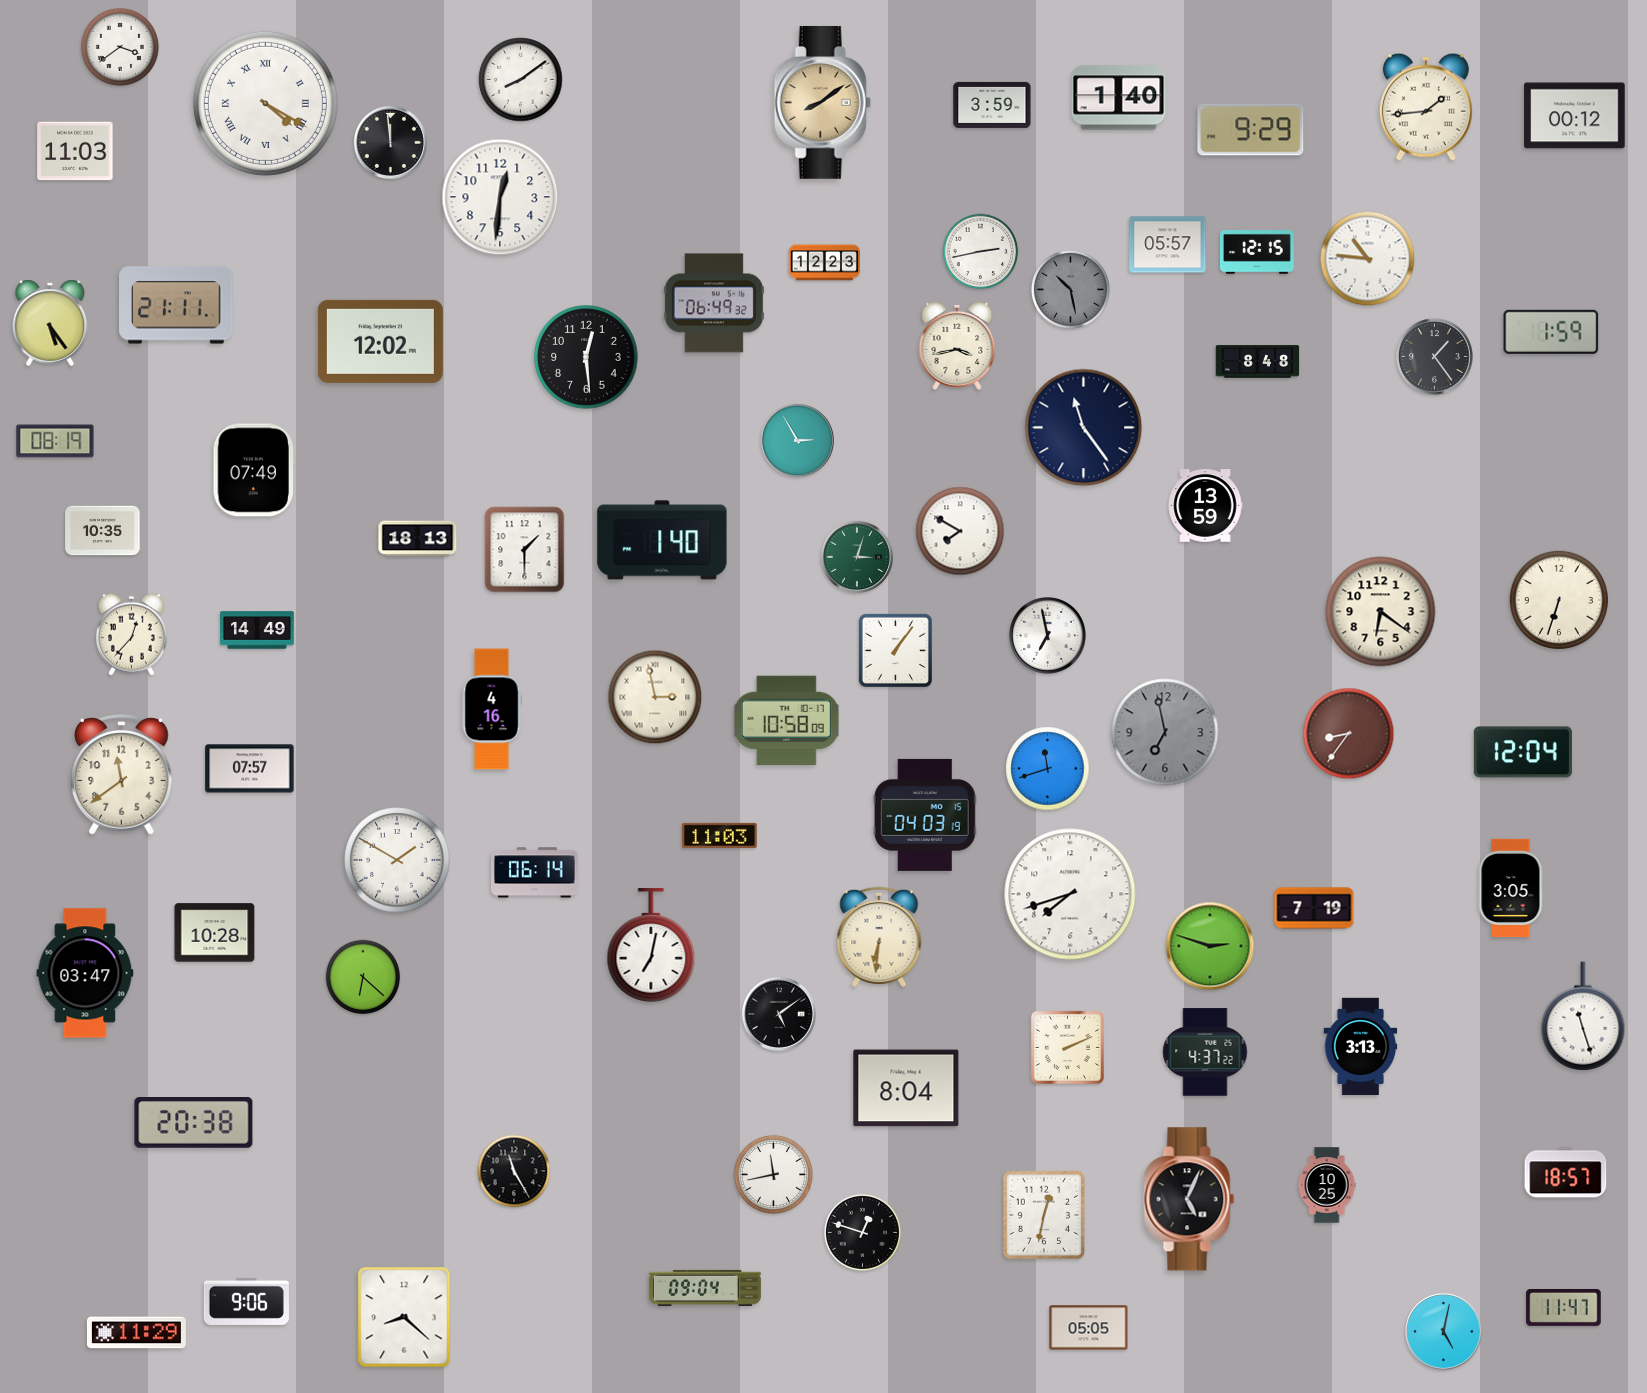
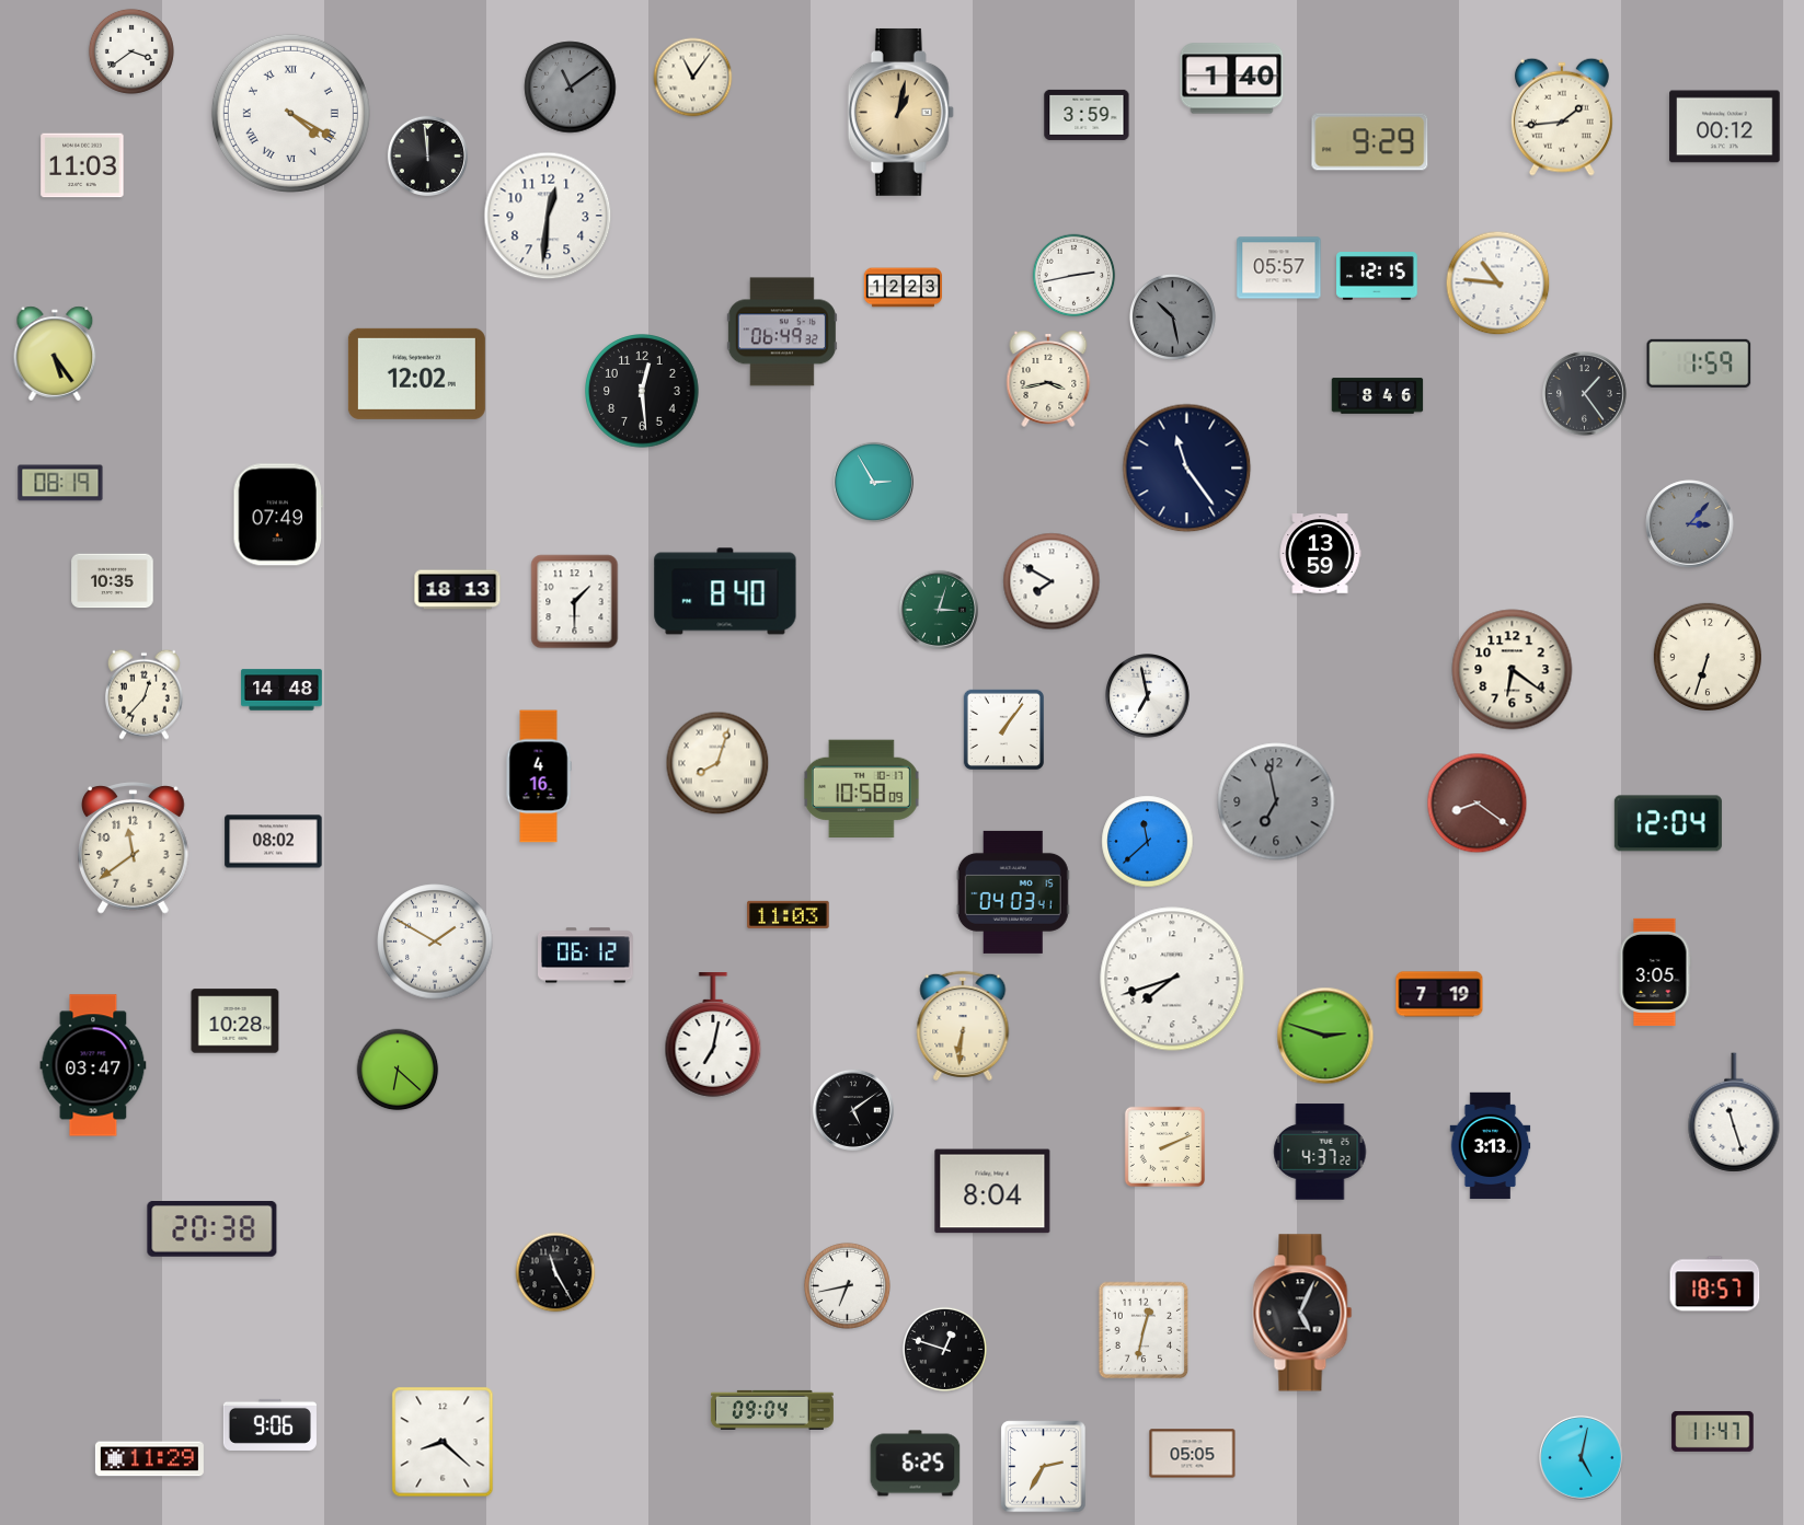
clock at (693, 78): none -> 11:06
clock at (521, 80): 8:09 -> 11:09
clock at (521, 80) dial: white -> grey
clock at (1119, 98) position: (1119, 98) -> (1232, 79)
clock at (822, 102): 8:09 -> 1:02
clock at (176, 305): 21:11 -> none
clock at (1435, 357) position: (1435, 357) -> (1585, 394)
clock at (1258, 362): 8:48 -> 8:46
clock at (1690, 524): none -> 3:07
clock at (662, 540): 1:40 -> 8:40
clock at (257, 630): 14:49 -> 14:48
clock at (895, 650) position: (895, 650) -> (1003, 729)
clock at (655, 697): 2:58 -> 8:03
clock at (1349, 734): 8:36 -> 8:21
clock at (250, 769): 07:57 -> 08:02
clock at (1048, 769): 11:42 -> 11:38
clock at (925, 815): 04:03:19 -> 04:03:41
clock at (535, 873): 06:14 -> 06:12
clock at (1067, 1047) position: (1067, 1047) -> (1164, 1146)
clock at (514, 1171) position: (514, 1171) -> (555, 1272)
clock at (773, 1174): 11:43 -> 6:43
clock at (1327, 1185): 10:25 -> none
clock at (916, 1464): none -> 6:25
clock at (1044, 1467): none -> 2:35
